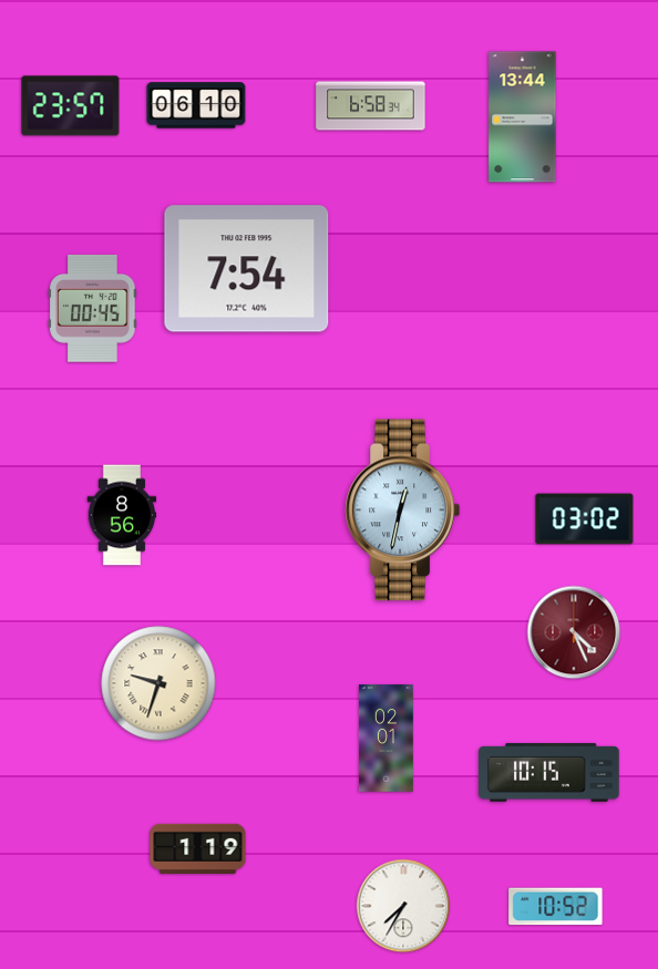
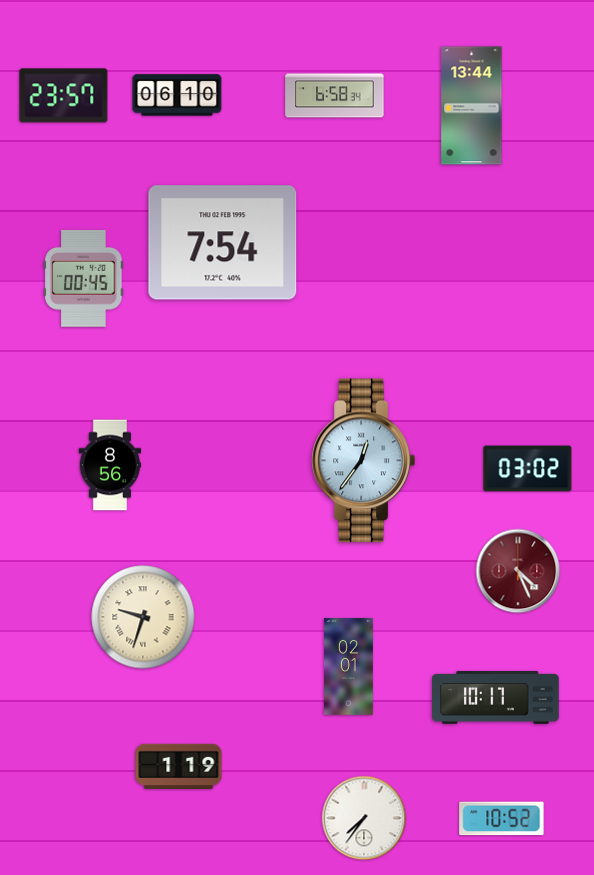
clock at (402, 511): 12:32 -> 12:36
clock at (549, 773): 10:15 -> 10:17
clock at (403, 906): 7:35 -> 7:36
